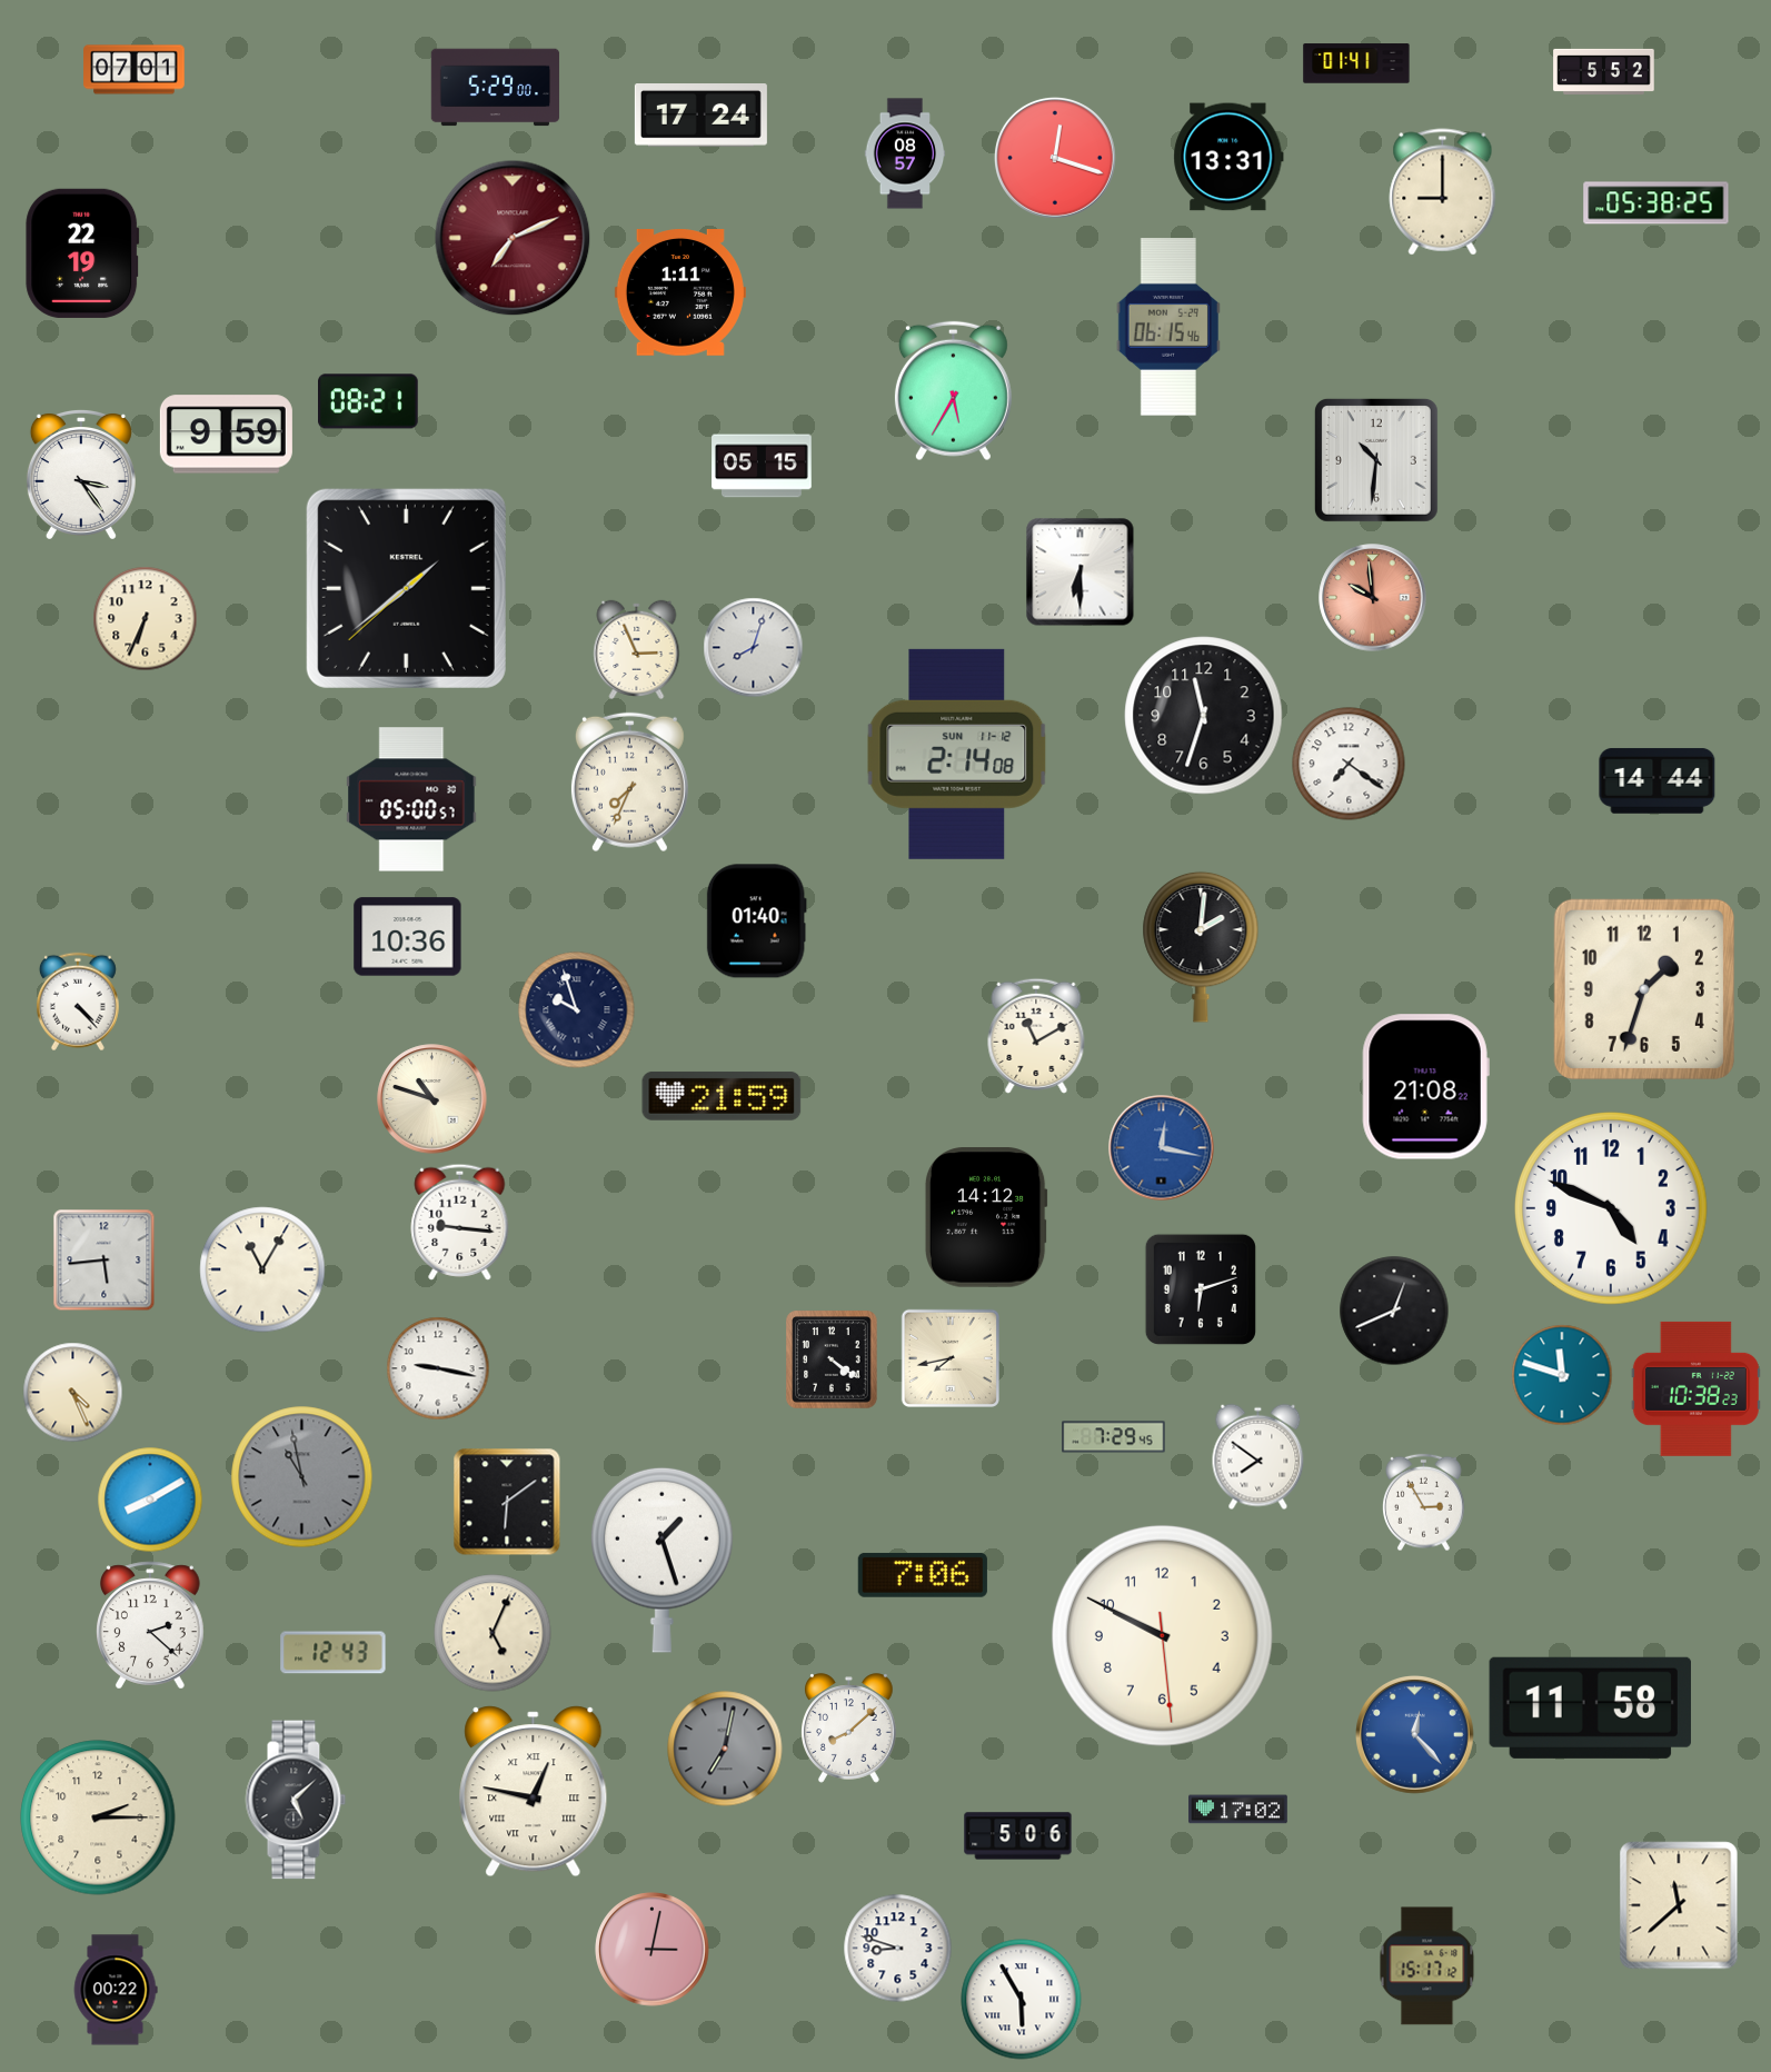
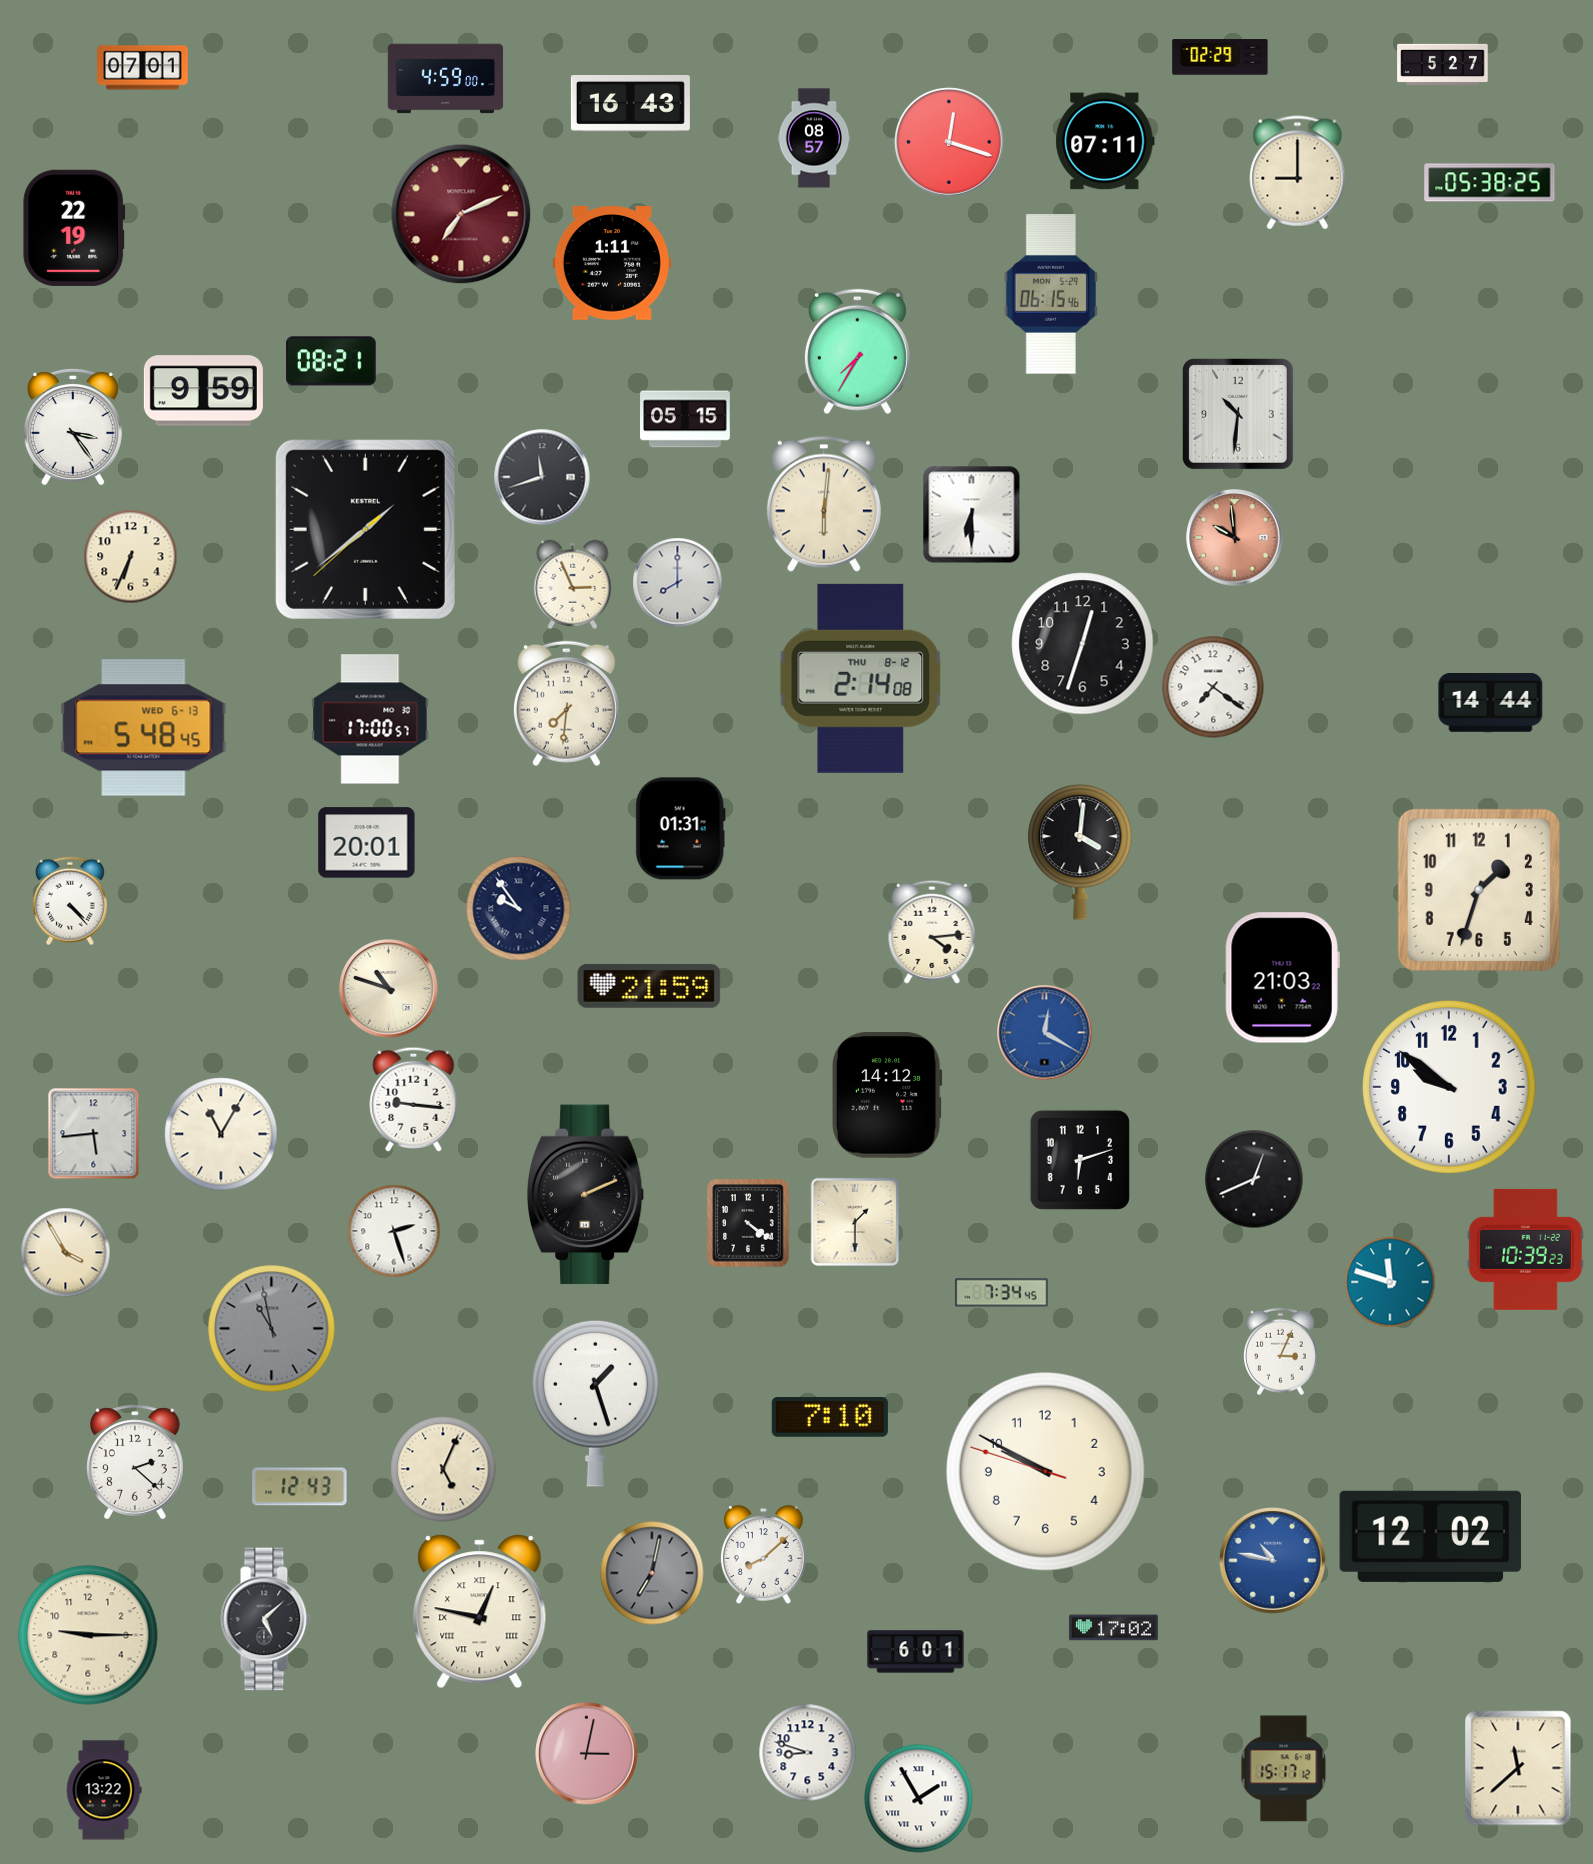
clock at (1356, 63): 01:41 -> 02:29
clock at (135, 70) position: (135, 70) -> (143, 68)
clock at (1604, 71): 5:52 -> 5:27
clock at (496, 88): 5:29 -> 4:59
clock at (700, 116): 17:24 -> 16:43
clock at (1228, 157): 13:31 -> 07:11
clock at (953, 391): 5:35 -> 7:35
clock at (542, 477): none -> 11:42
clock at (824, 504): none -> 6:01
clock at (754, 648): 8:03 -> 8:00
clock at (1204, 716): 11:33 -> 12:33
clock at (957, 754) date: SUN 11-12 -> THU 8-12
clock at (629, 783): 7:34 -> 7:31
clock at (411, 799): 05:00 -> 17:00
clock at (144, 728): none -> 5:48
clock at (756, 922): 01:40 -> 01:31
clock at (408, 937): 10:36 -> 20:01
clock at (1201, 947): 2:01 -> 4:01
clock at (577, 1010): 9:57 -> 9:54
clock at (1036, 1036): 11:10 -> 4:14
clock at (1425, 1087): 21:08 -> 21:03
clock at (1162, 1148): 12:17 -> 12:20
clock at (1612, 1209): 4:49 -> 9:51
clock at (262, 1269) position: (262, 1269) -> (221, 1134)
clock at (586, 1195): none -> 2:11
clock at (951, 1358): 7:43 -> 1:30
clock at (438, 1368): 9:17 -> 2:27
clock at (1562, 1375) position: (1562, 1375) -> (1390, 1282)
clock at (1695, 1388): 10:38 -> 10:39
clock at (73, 1393): 4:26 -> 3:55
clock at (1114, 1437): 7:29 -> 7:34
clock at (1258, 1457): 7:51 -> none
clock at (150, 1500): 8:10 -> none
clock at (507, 1502): 6:09 -> none
clock at (1424, 1503): 2:55 -> 3:04
clock at (923, 1575): 7:06 -> 7:10
clock at (1162, 1635): 9:49:29 -> 9:49:48
clock at (1590, 1707): 11:58 -> 12:02
clock at (1415, 1735): 12:23 -> 10:47
clock at (98, 1817): 2:15 -> 9:15
clock at (1018, 1836): 5:06 -> 6:01
clock at (1679, 1905) position: (1679, 1905) -> (1518, 1768)
clock at (116, 1990): 00:22 -> 13:22
clock at (1022, 2000): 5:55 -> 1:55
